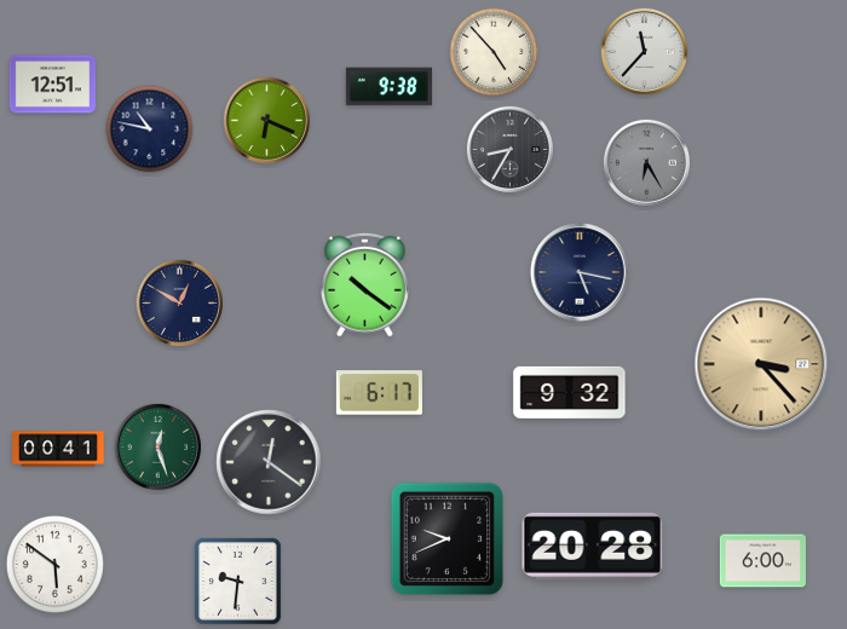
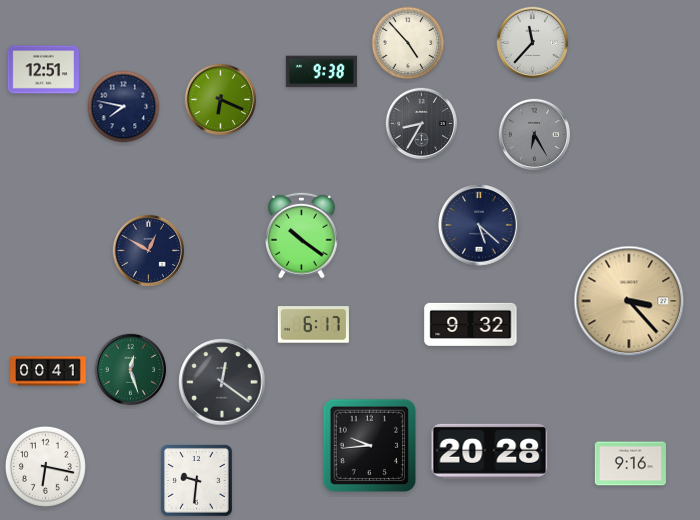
clock at (150, 129): 10:47 -> 7:47
clock at (580, 272): 5:17 -> 5:22
clock at (448, 539): 9:41 -> 9:44
clock at (762, 561): 6:00 -> 9:16
clock at (54, 564): 5:51 -> 6:17
